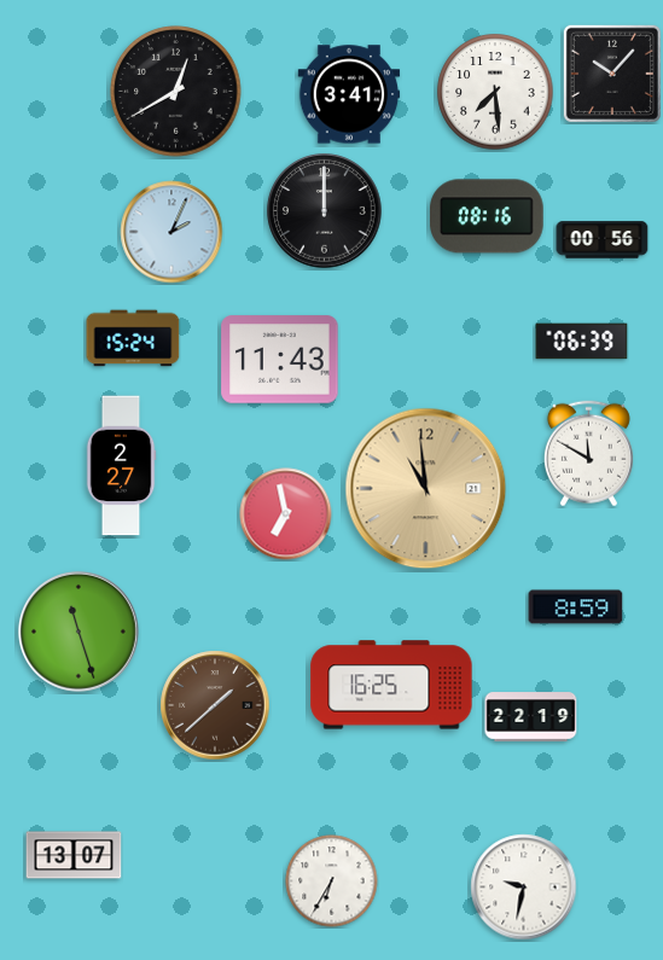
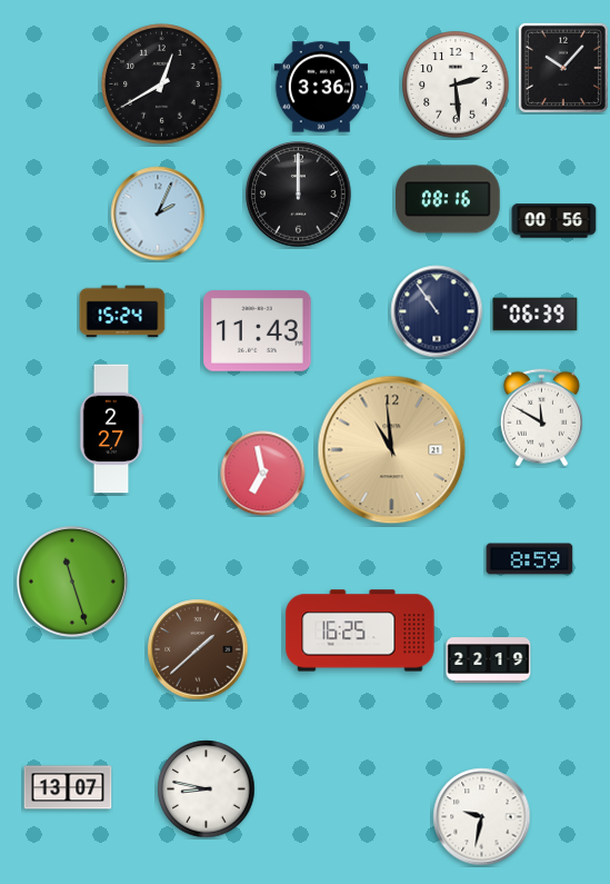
clock at (495, 92): 7:29 -> 2:29
clock at (349, 94): 3:41 -> 3:36
clock at (437, 311): none -> 10:54
clock at (207, 789): none -> 8:47
clock at (332, 882): 6:35 -> none
